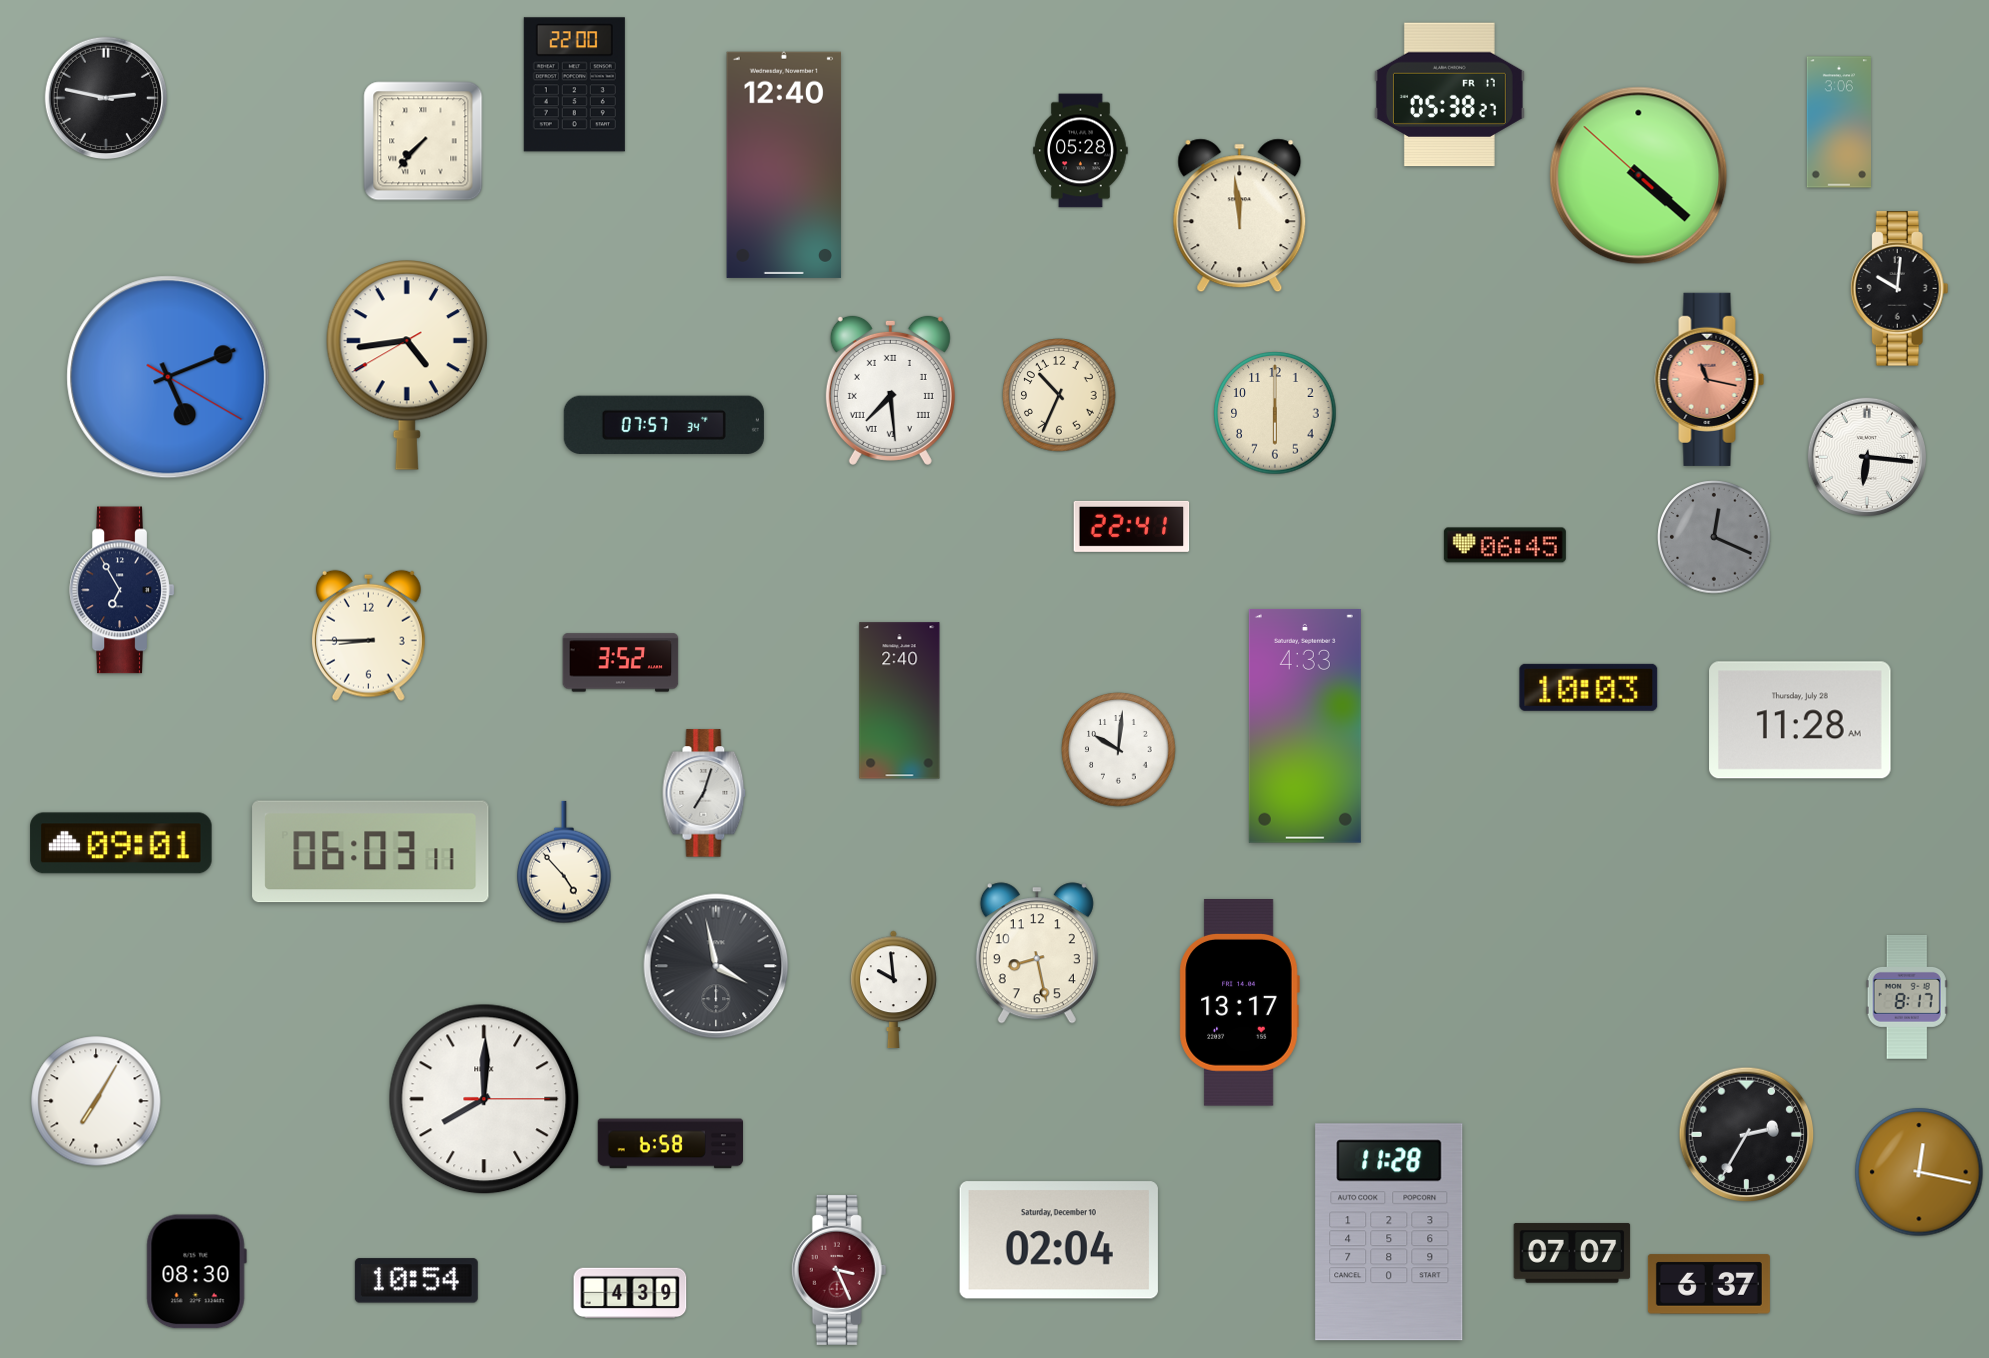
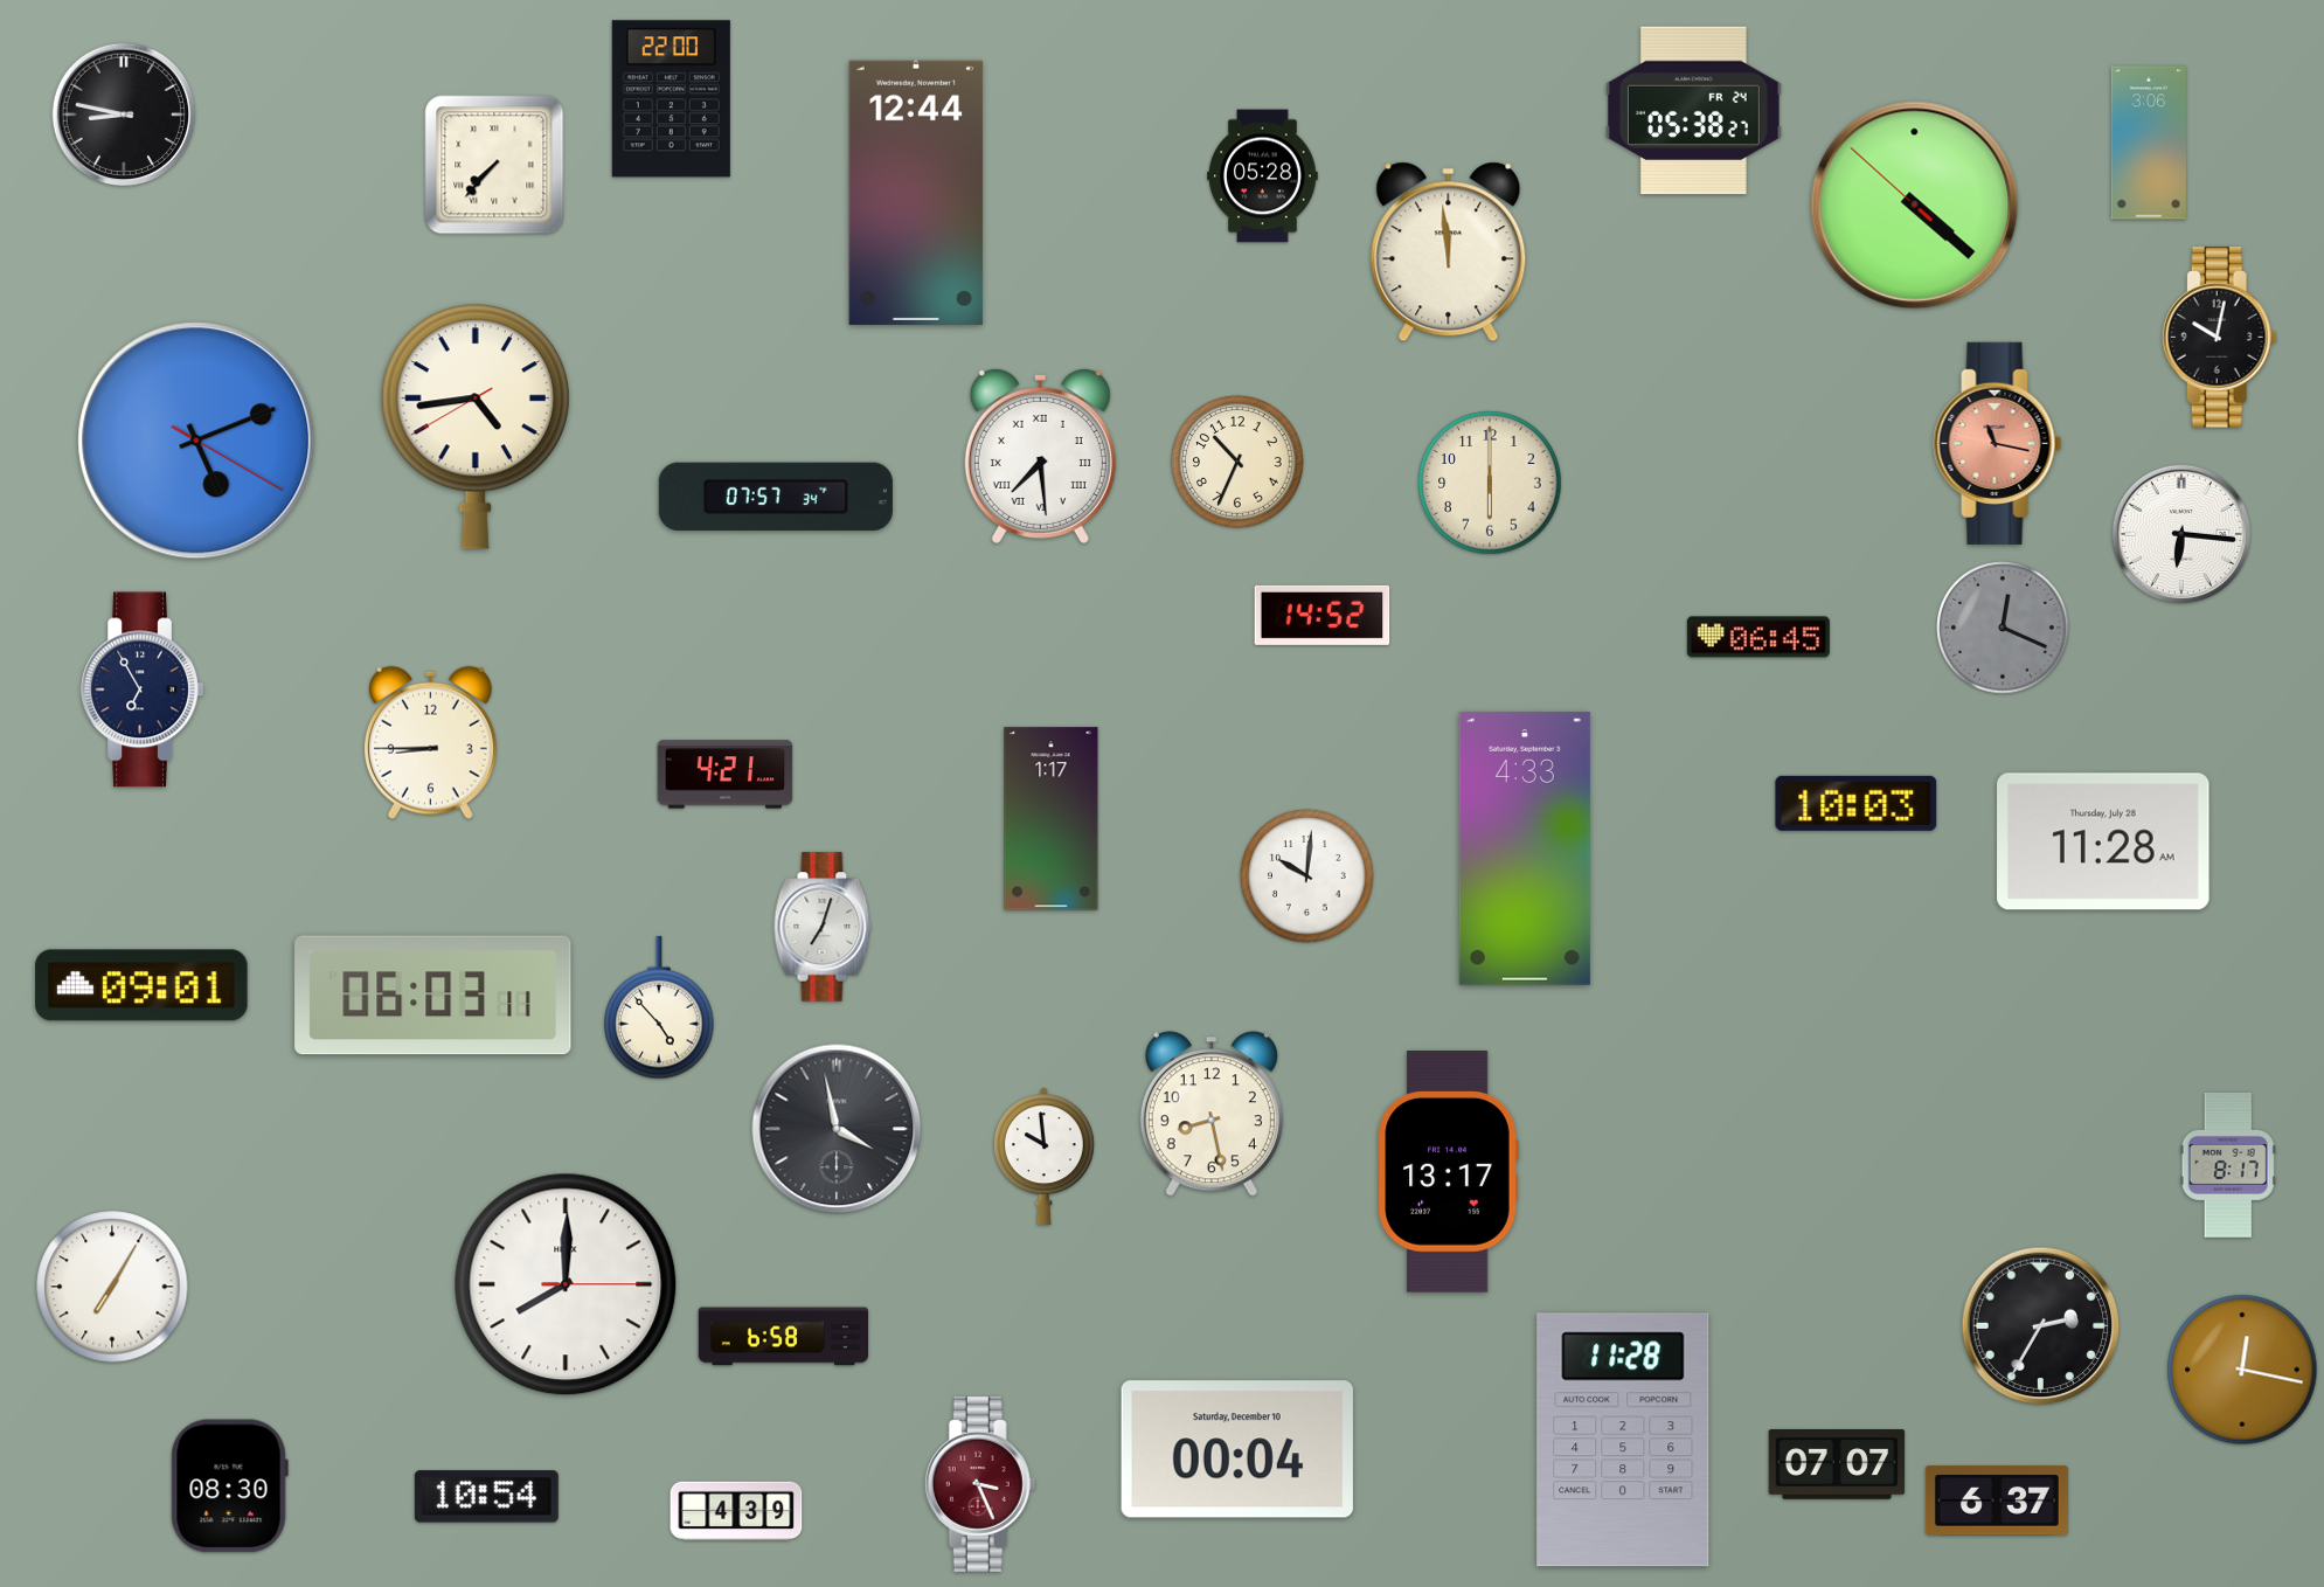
clock at (1449, 95) date: FR 17 -> FR 24
clock at (105, 97): 2:47 -> 8:47
clock at (784, 165): 12:40 -> 12:44
clock at (1899, 289): 10:01 -> 10:02
clock at (1132, 526): 22:41 -> 14:52
clock at (621, 663): 3:52 -> 4:21
clock at (900, 701): 2:40 -> 1:17
clock at (1059, 1240): 02:04 -> 00:04
